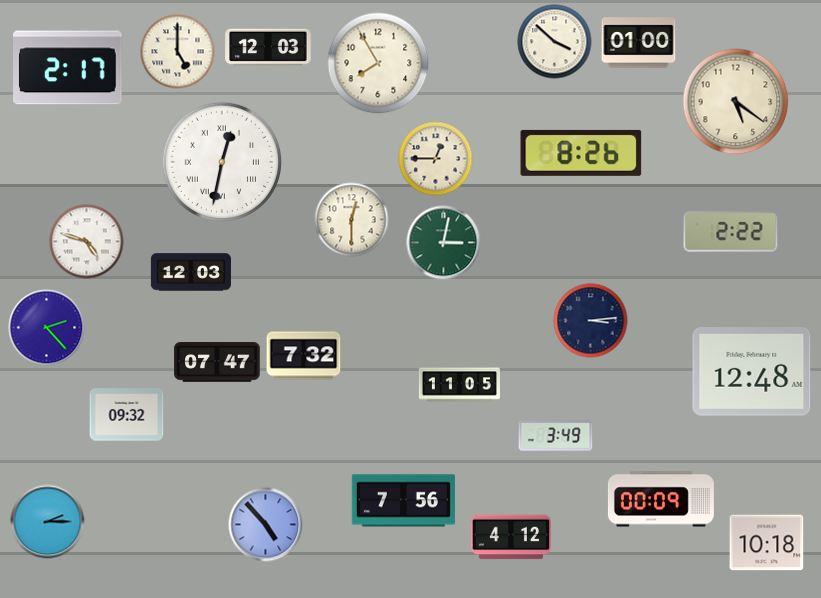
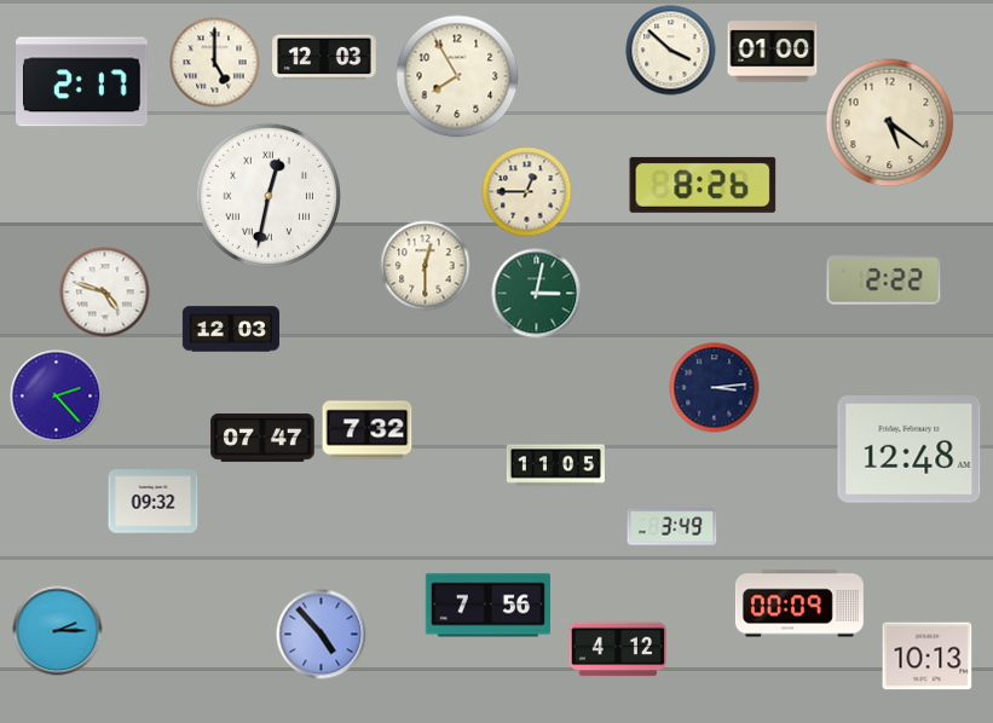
clock at (767, 543): 10:18 -> 10:13
